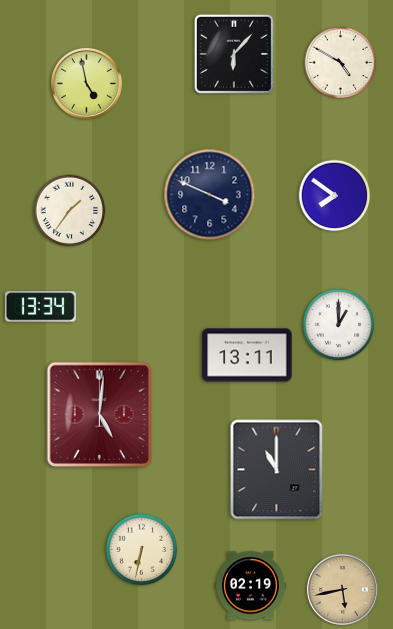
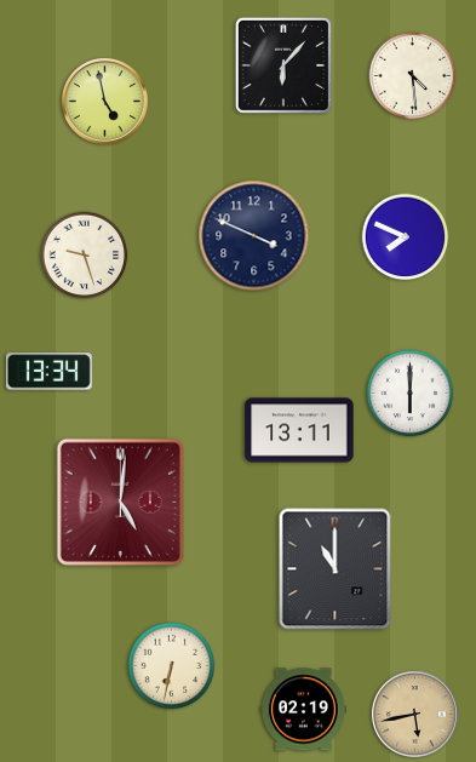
clock at (341, 63): 4:50 -> 4:29
clock at (335, 196): 7:51 -> 7:49
clock at (70, 211): 1:36 -> 9:27
clock at (339, 325): 1:00 -> 6:00
